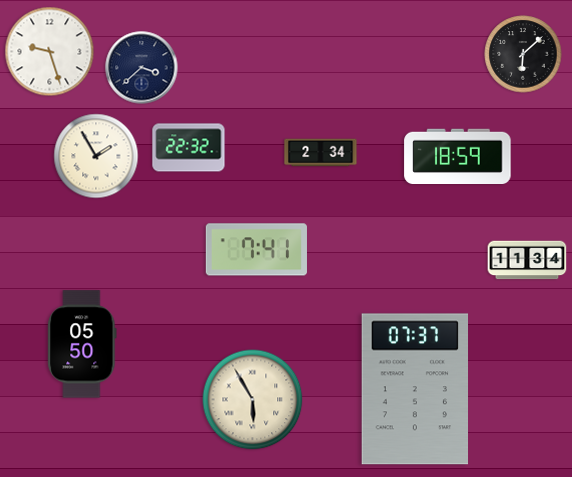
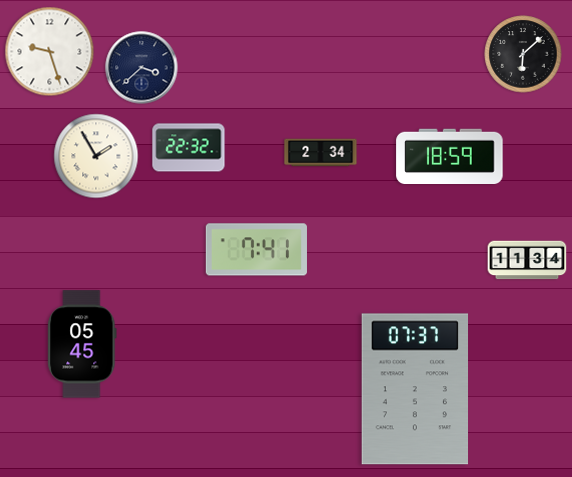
clock at (458, 156) position: (458, 156) -> (450, 156)
clock at (82, 344): 05:50 -> 05:45
clock at (253, 400): 5:55 -> none
